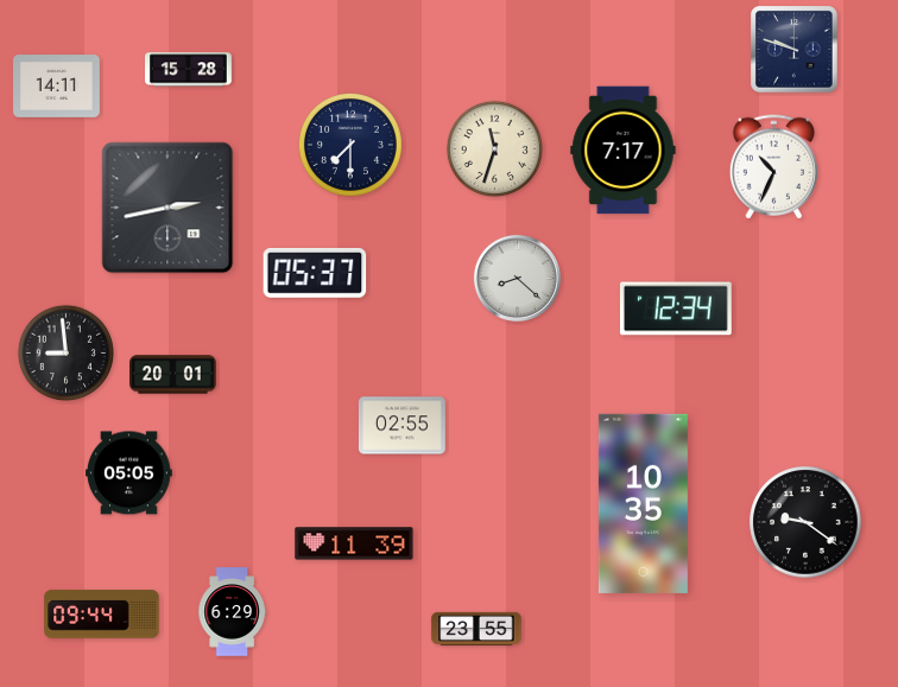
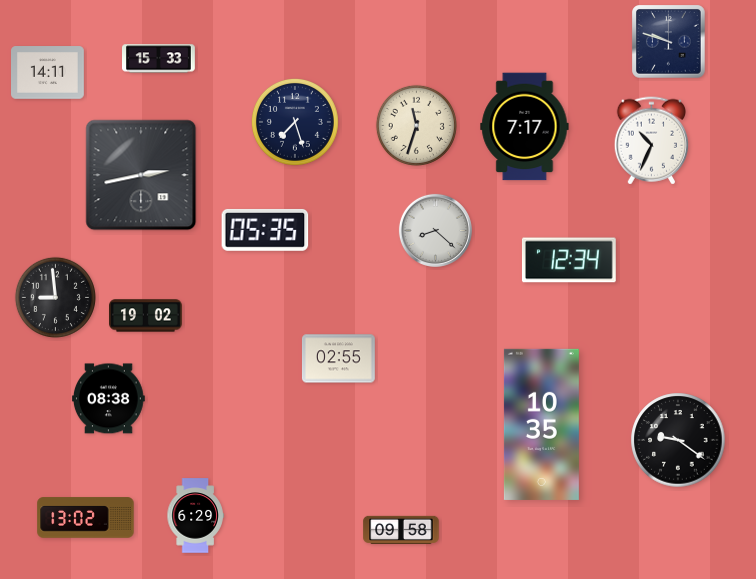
clock at (189, 70): 15:28 -> 15:33
clock at (350, 145): 7:30 -> 7:27
clock at (315, 273): 05:37 -> 05:35
clock at (517, 278) position: (517, 278) -> (435, 230)
clock at (173, 375): 20:01 -> 19:02
clock at (129, 473): 05:05 -> 08:38
clock at (354, 543): 11:39 -> none
clock at (102, 615): 09:44 -> 13:02
clock at (476, 629): 23:55 -> 09:58
